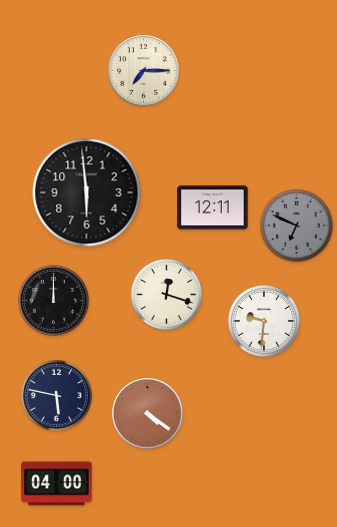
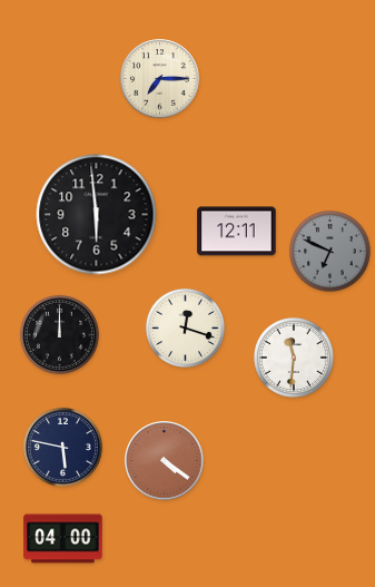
clock at (264, 321): 9:31 -> 11:31
clock at (56, 395) position: (56, 395) -> (62, 447)
